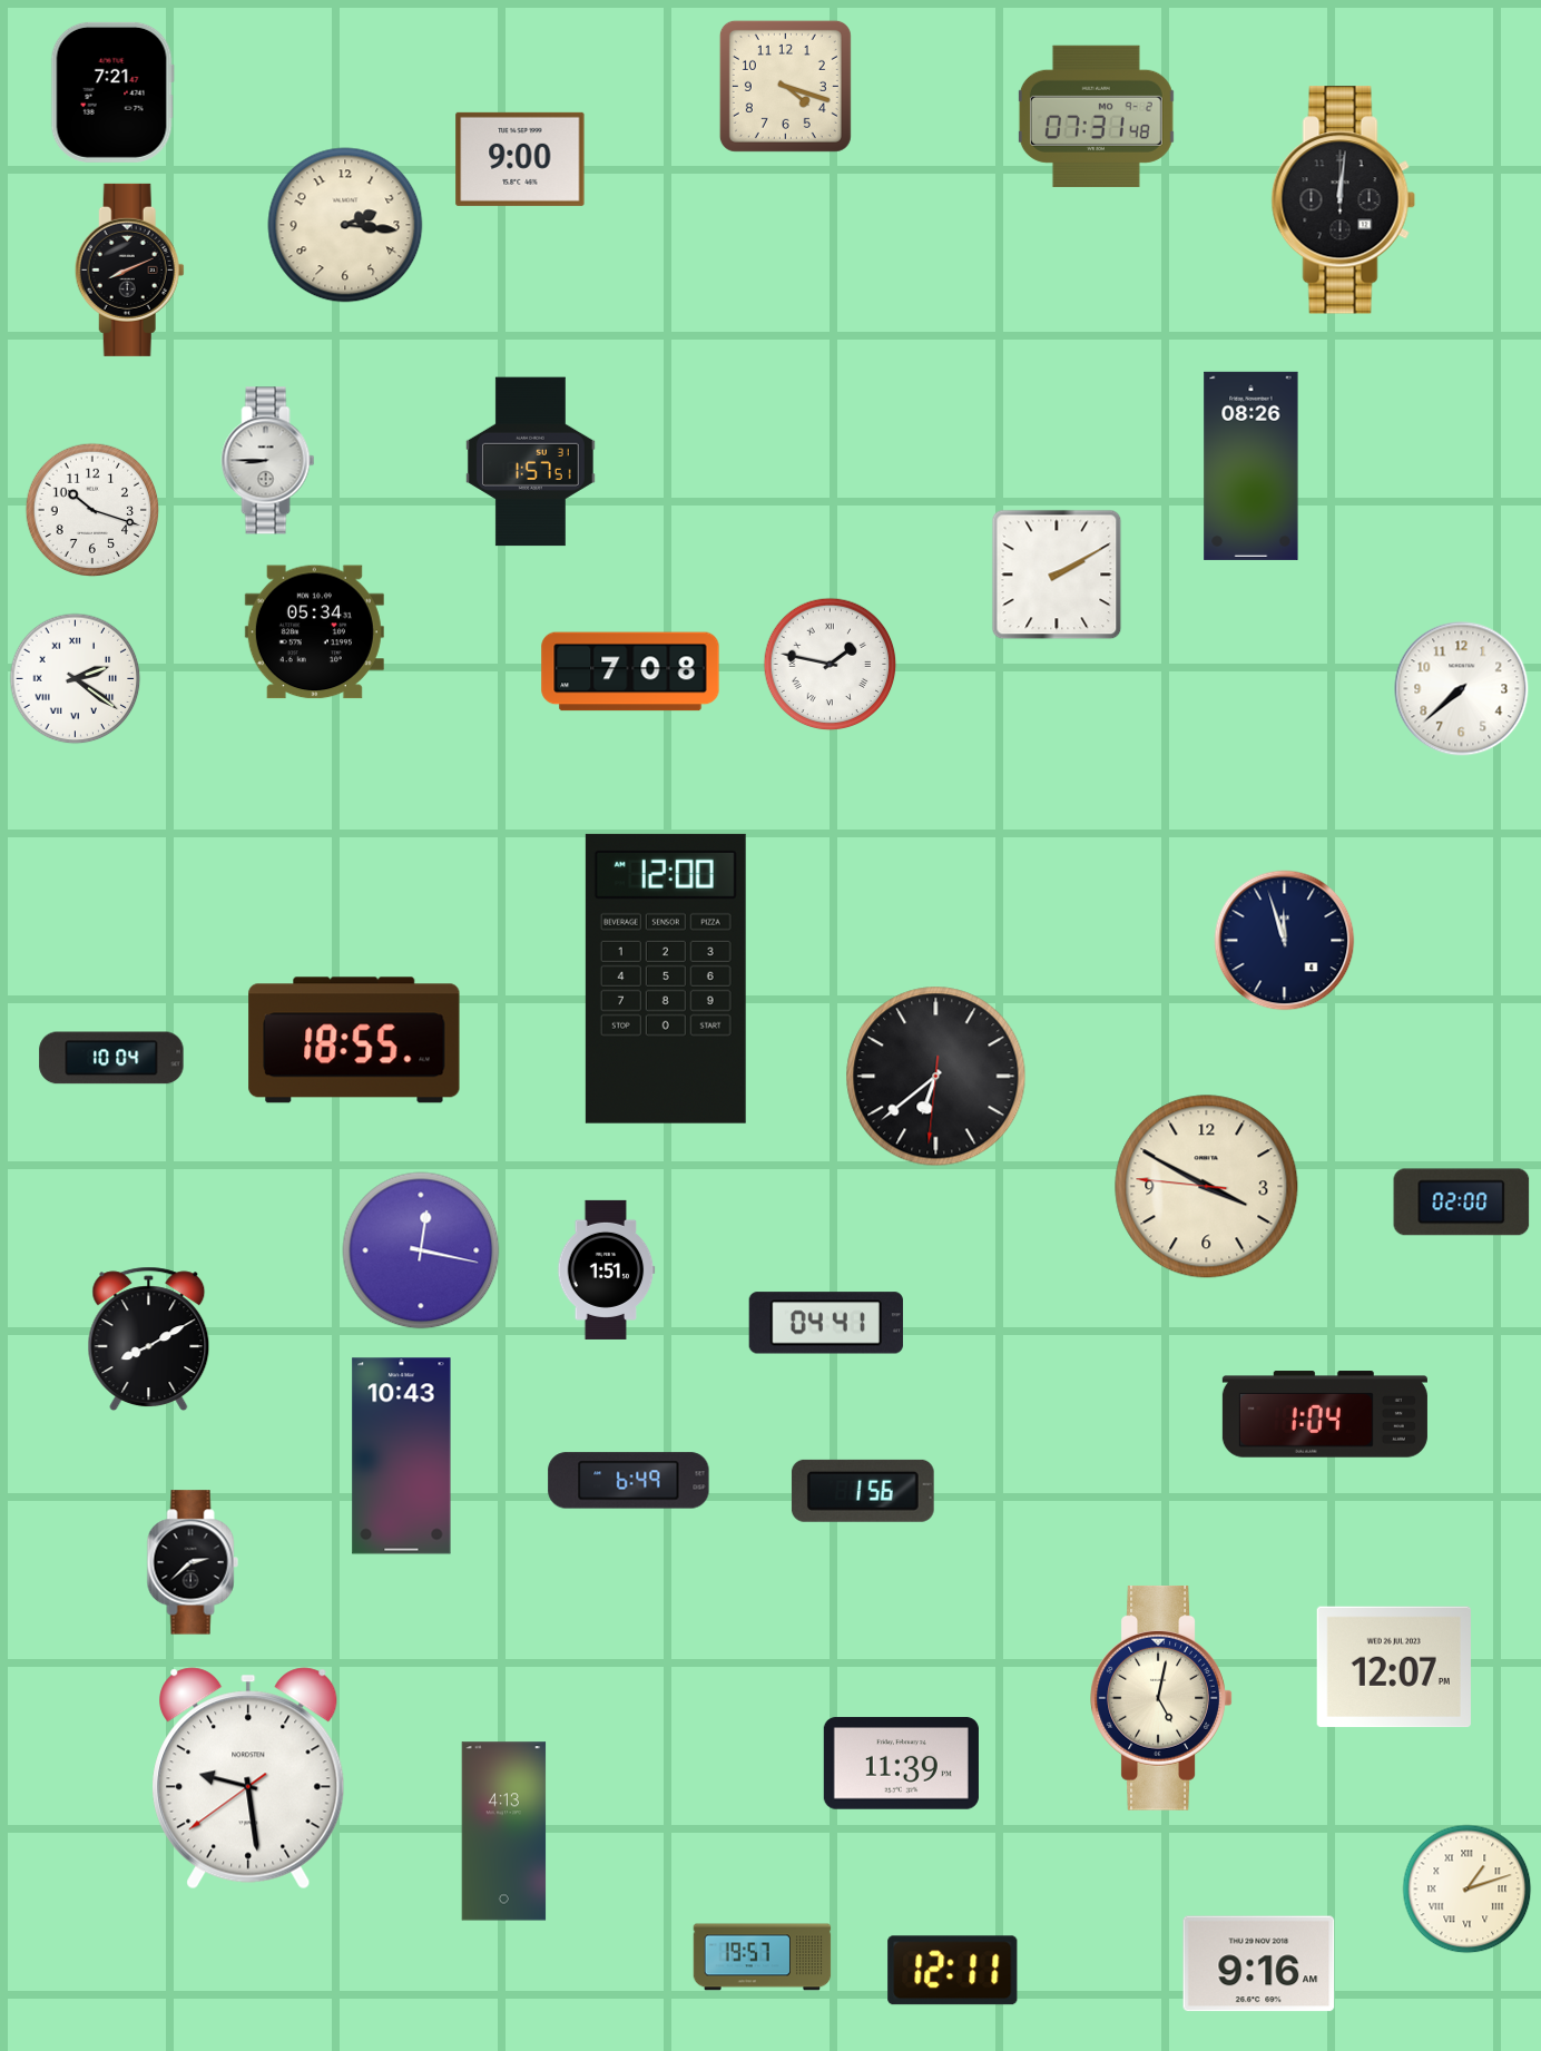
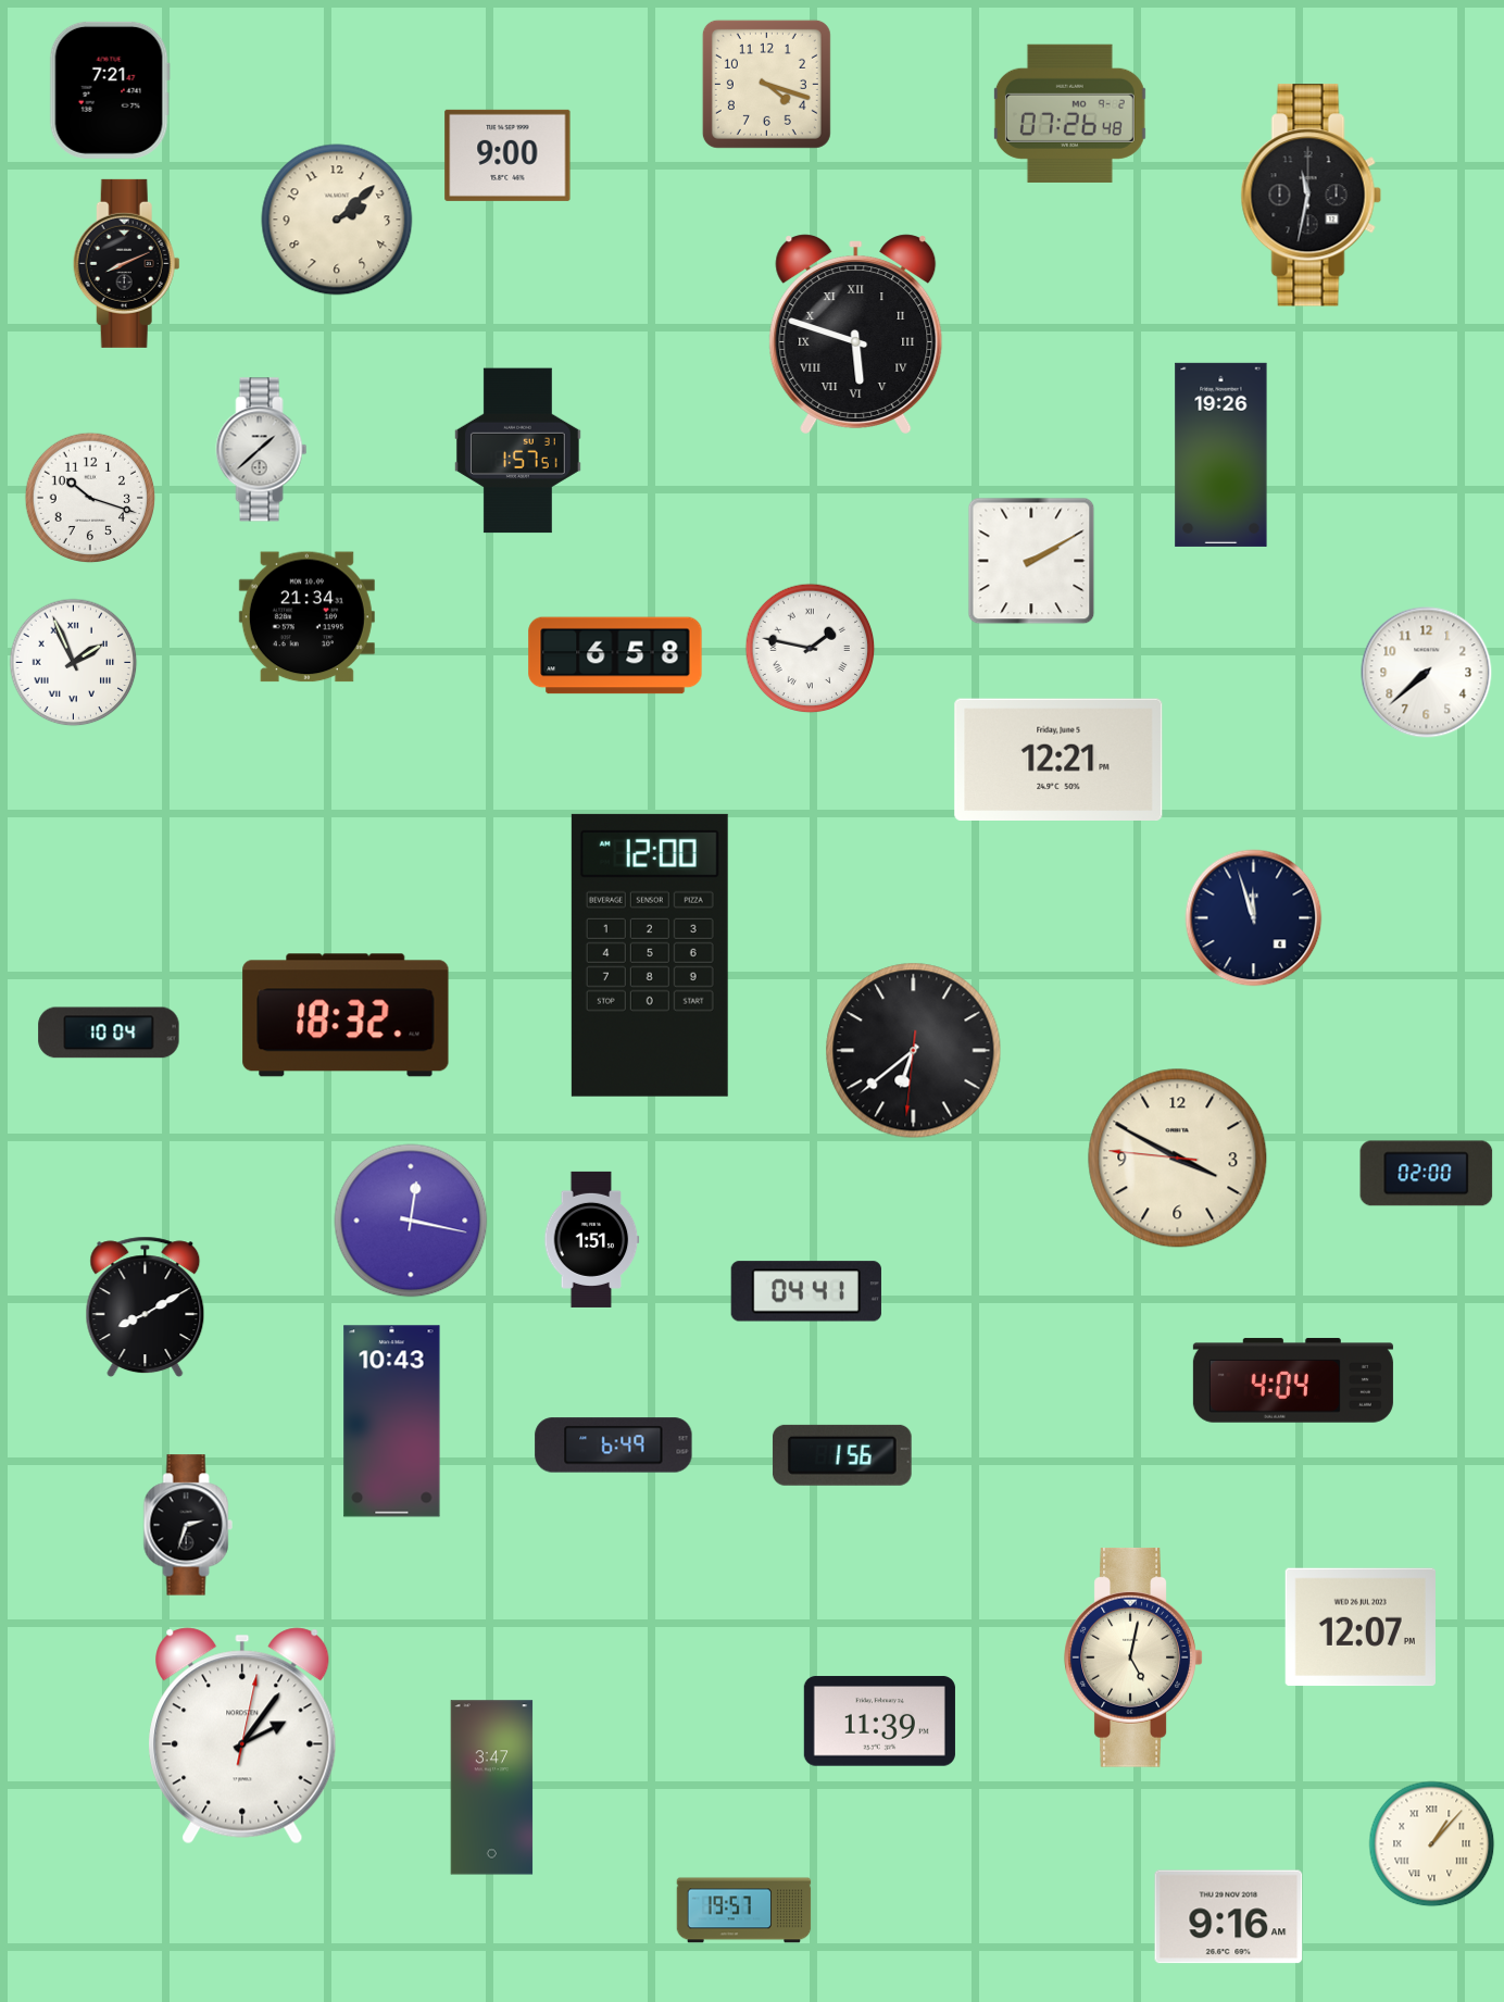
clock at (1096, 116): 07:31 -> 07:26
clock at (1343, 200): 12:01 -> 11:32
clock at (345, 225): 2:16 -> 2:08
clock at (856, 334): none -> 5:48
clock at (268, 461): 8:45 -> 1:38
clock at (1252, 465): 08:26 -> 19:26
clock at (314, 632): 05:34 -> 21:34
clock at (630, 671): 7:08 -> 6:58
clock at (76, 679): 2:21 -> 1:56
clock at (1058, 759): none -> 12:21
clock at (354, 1040): 18:55 -> 18:32
clock at (1325, 1414): 1:04 -> 4:04
clock at (193, 1562): 2:38 -> 2:33
clock at (248, 1778): 9:28 -> 2:06
clock at (504, 1832): 4:13 -> 3:47
clock at (1468, 1890): 1:12 -> 1:07
clock at (953, 1971): 12:11 -> none
